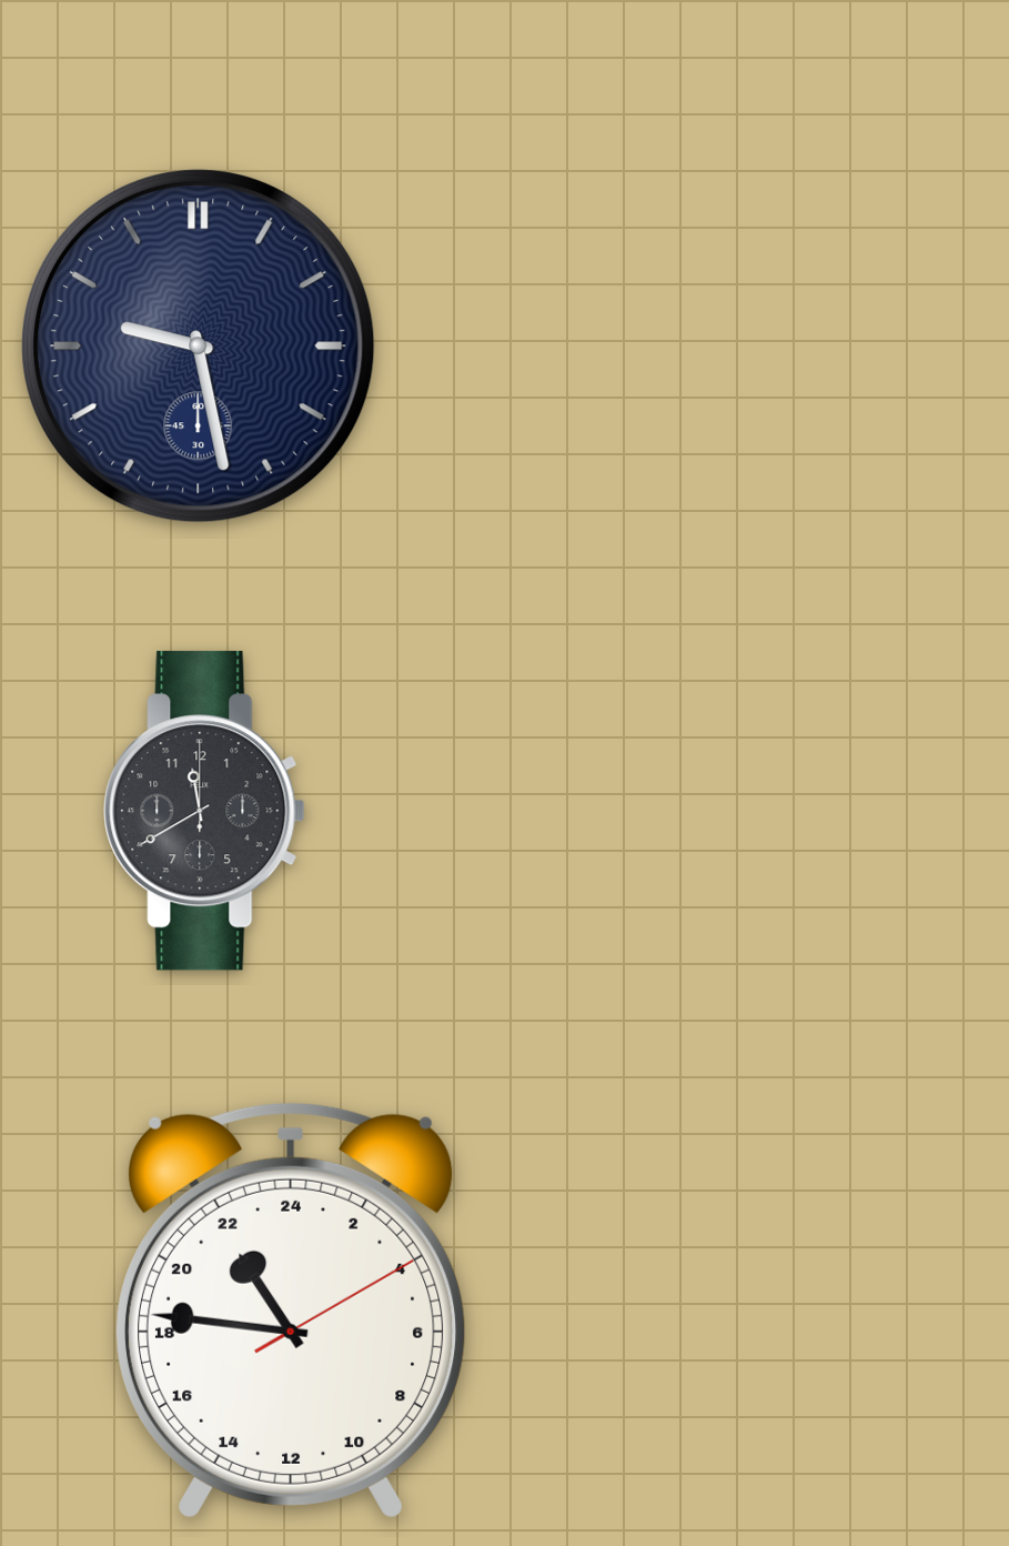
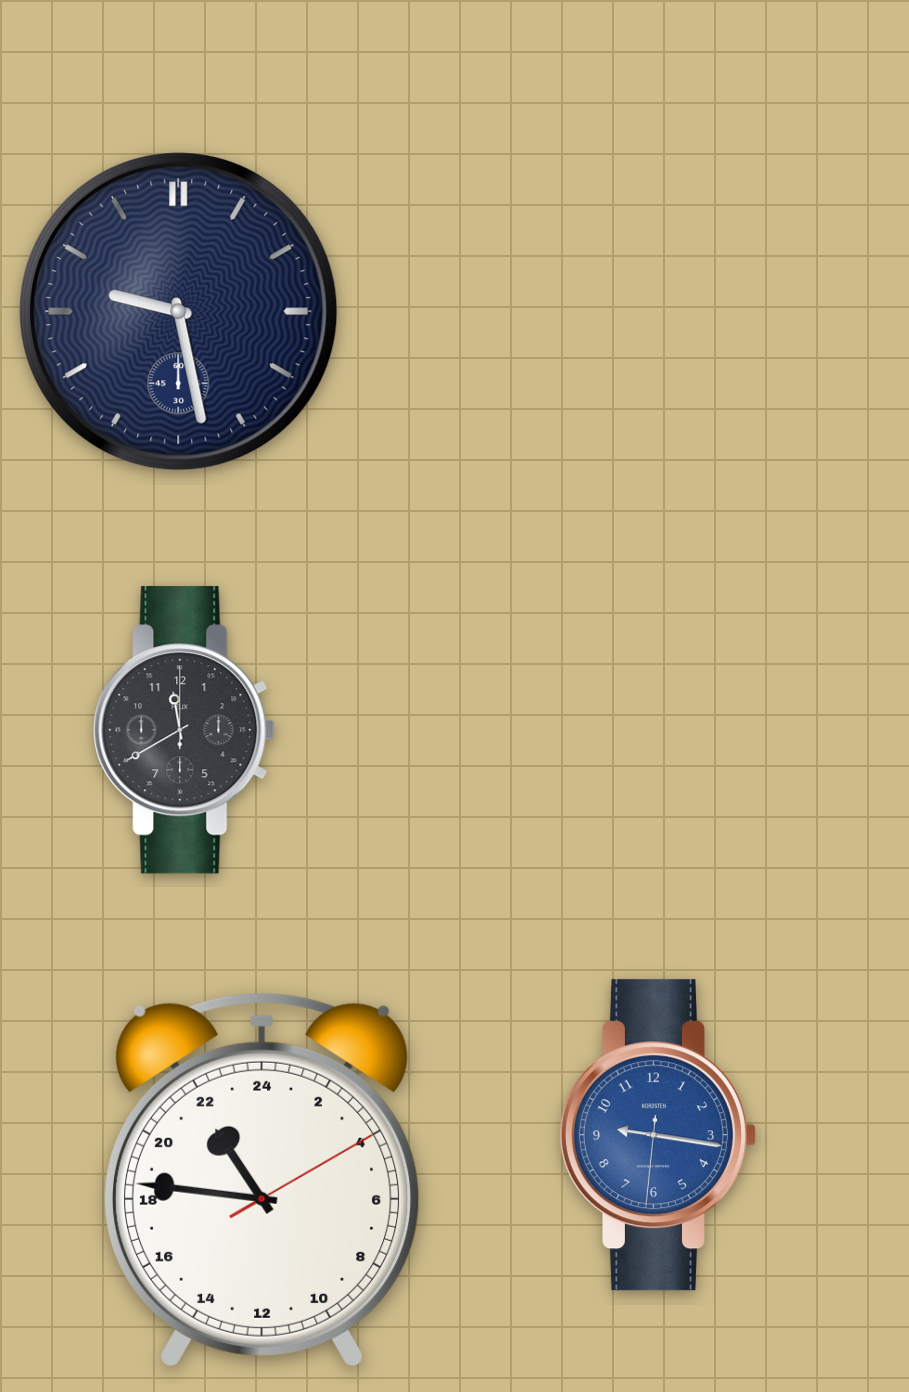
clock at (657, 1135): none -> 9:16
